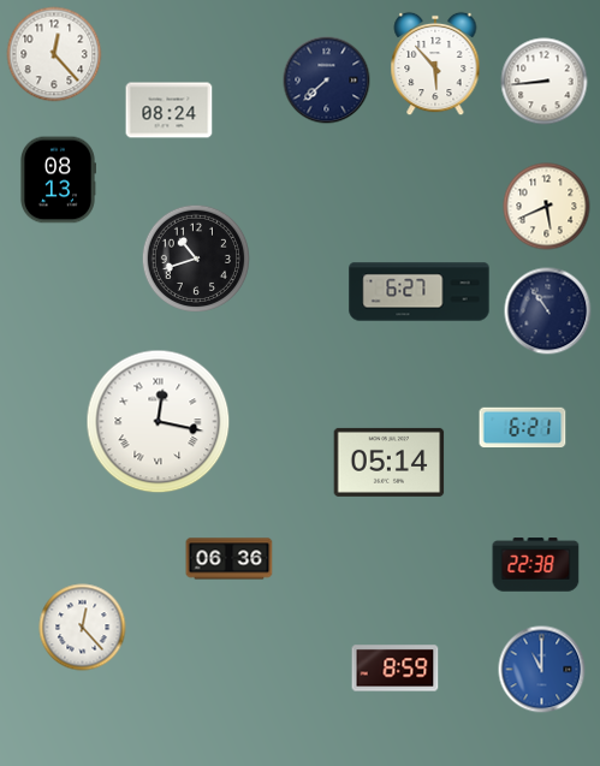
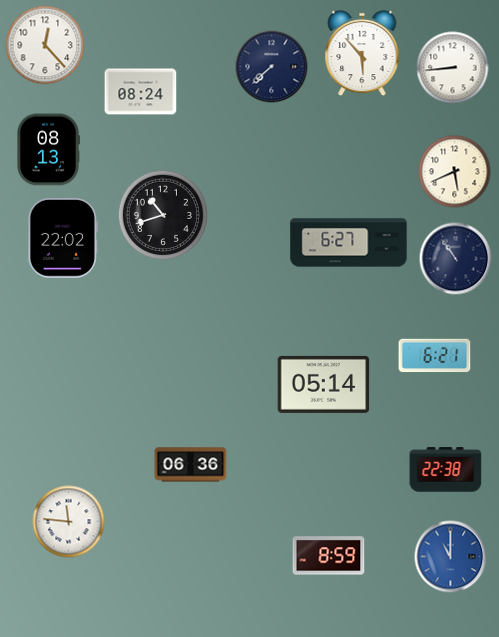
clock at (63, 238): none -> 22:02
clock at (159, 422): 12:17 -> none
clock at (83, 628): 12:23 -> 11:46
